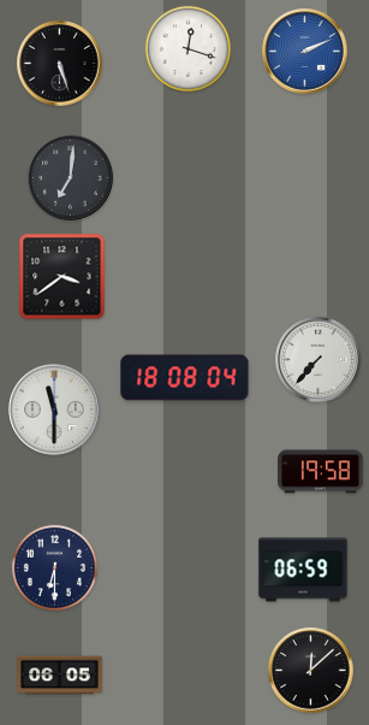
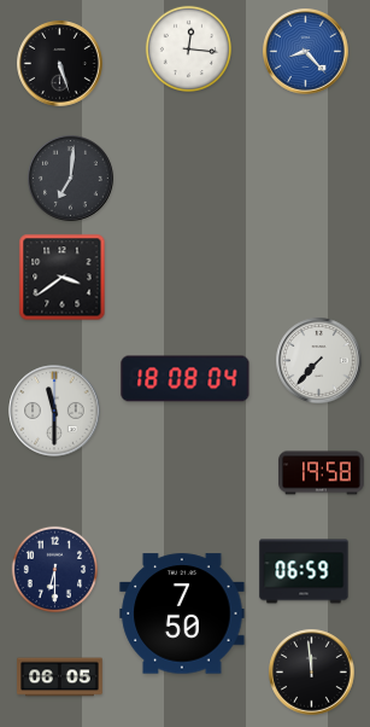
clock at (189, 49): 12:18 -> 12:16
clock at (305, 52): 2:11 -> 8:23
clock at (182, 613): none -> 7:50
clock at (311, 671): 12:08 -> 11:59
